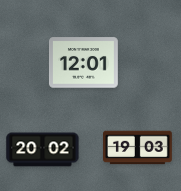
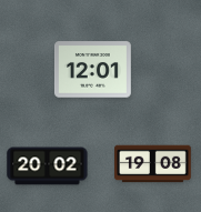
clock at (138, 148): 19:03 -> 19:08
